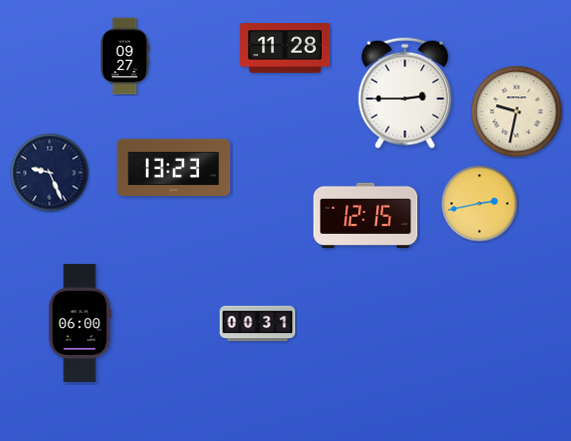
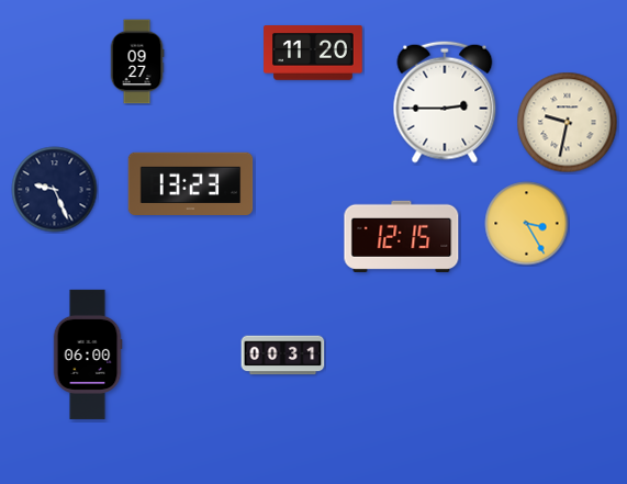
clock at (285, 48): 11:28 -> 11:20
clock at (480, 204): 2:43 -> 3:25
